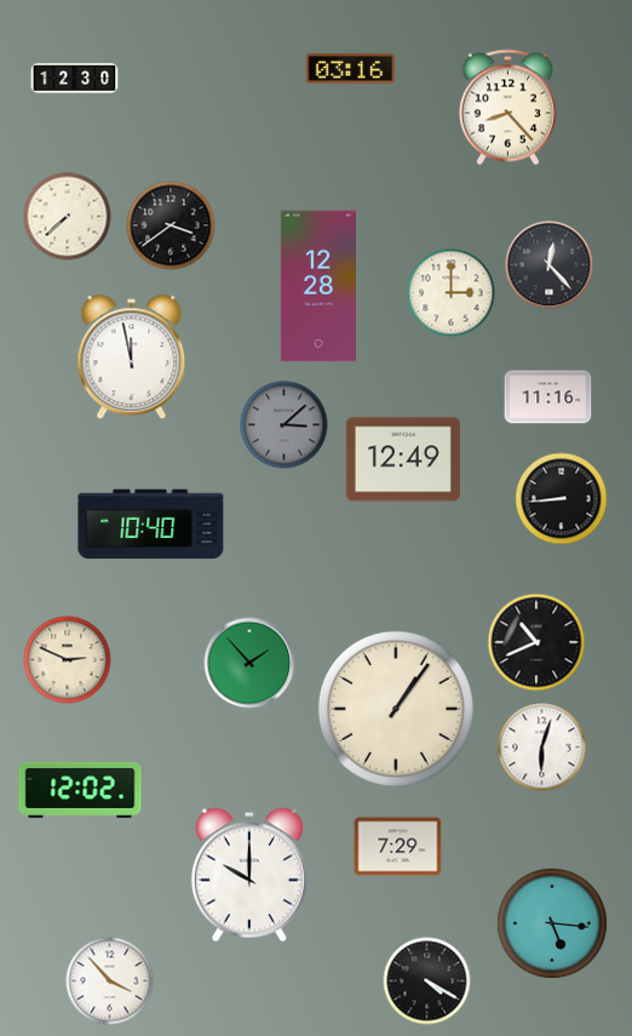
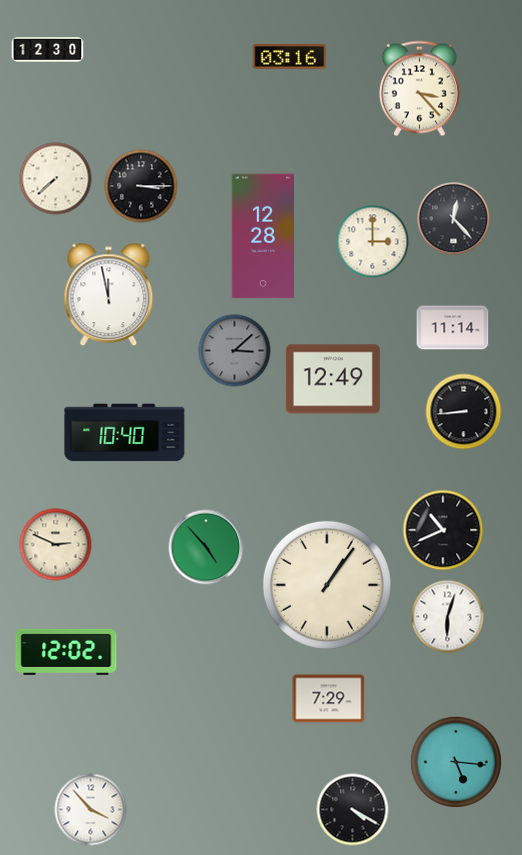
clock at (75, 79) position: (75, 79) -> (48, 50)
clock at (507, 108): 8:23 -> 3:23
clock at (171, 225): 3:39 -> 3:15
clock at (548, 397): 11:16 -> 11:14
clock at (249, 663): 1:53 -> 4:53
clock at (249, 875): 10:00 -> none
